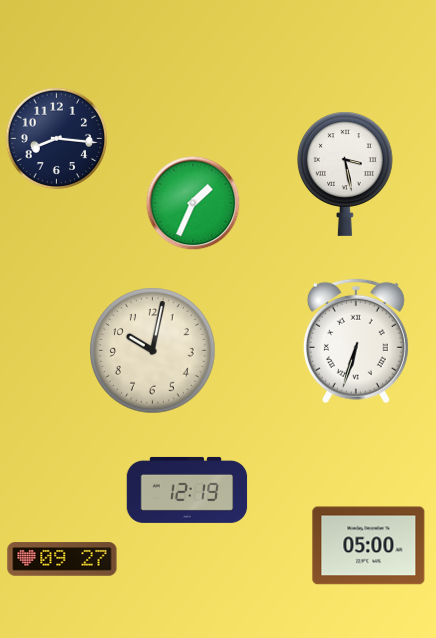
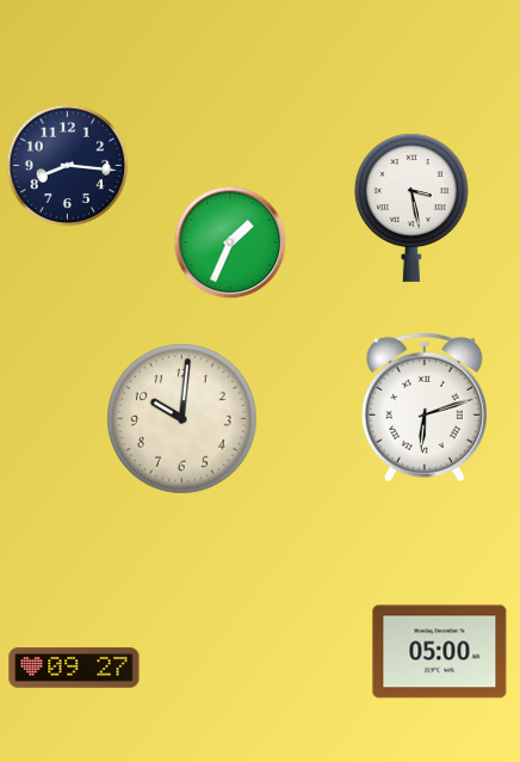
clock at (356, 341): 6:33 -> 6:12
clock at (153, 351): 10:02 -> 10:01
clock at (187, 490): 12:19 -> none
